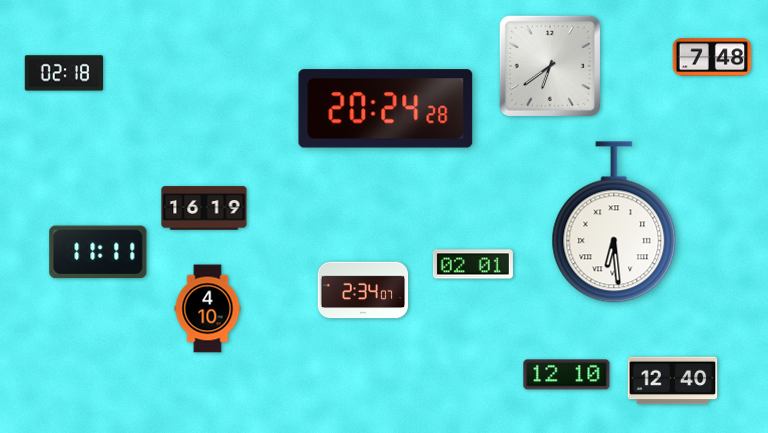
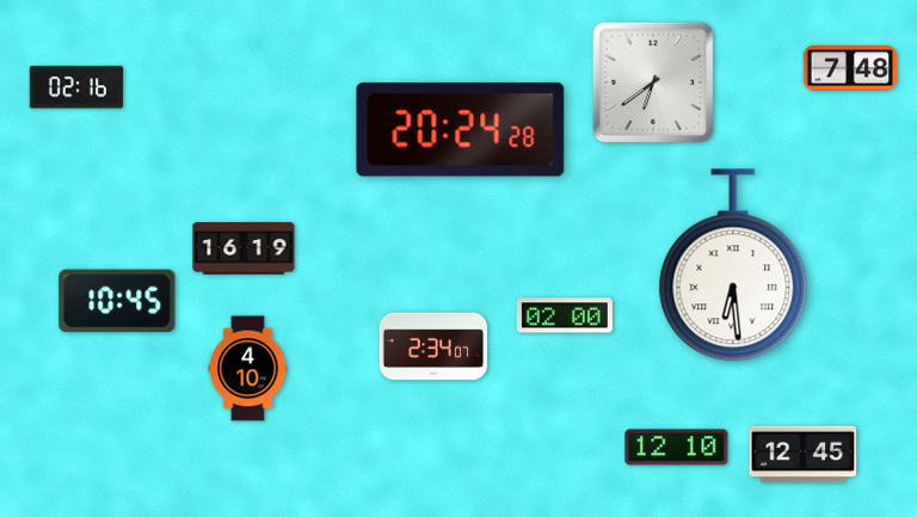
clock at (549, 65) position: (549, 65) -> (652, 81)
clock at (64, 73): 02:18 -> 02:16
clock at (98, 252): 11:11 -> 10:45
clock at (473, 264): 02:01 -> 02:00
clock at (673, 381): 12:40 -> 12:45
